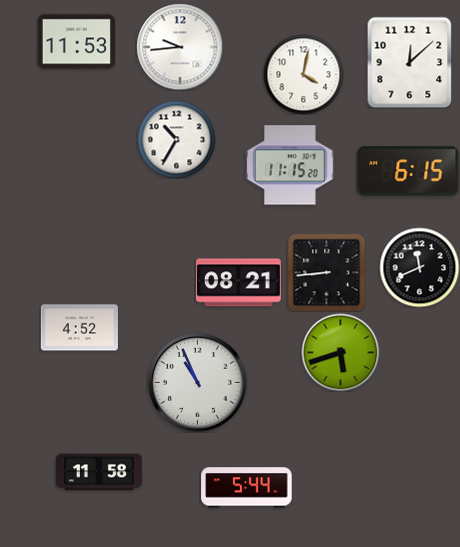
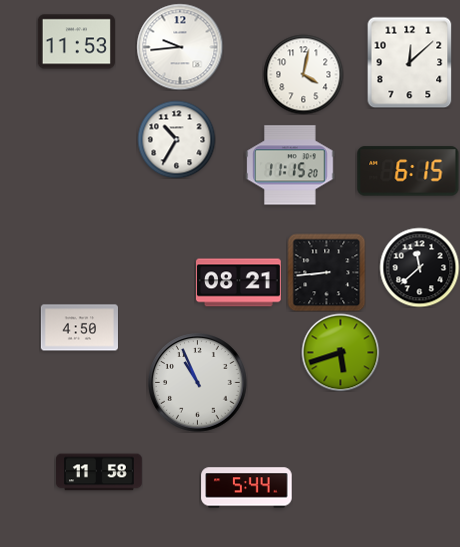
clock at (419, 267): 11:41 -> 11:38
clock at (79, 328): 4:52 -> 4:50
